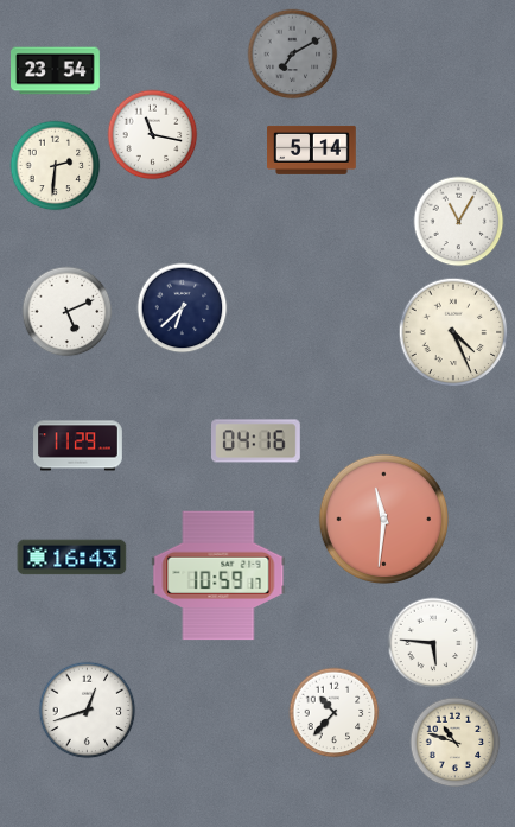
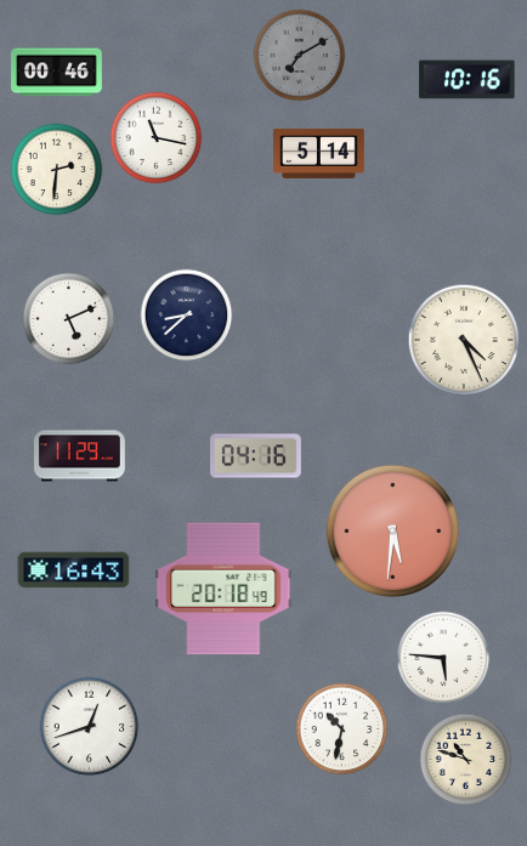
clock at (56, 71): 23:54 -> 00:46
clock at (467, 80): none -> 10:16
clock at (459, 222): 11:05 -> none
clock at (183, 308): 6:38 -> 8:38
clock at (256, 441) position: (256, 441) -> (256, 456)
clock at (383, 519): 11:31 -> 5:31
clock at (218, 575): 10:59 -> 20:18
clock at (335, 713): 10:37 -> 10:32
